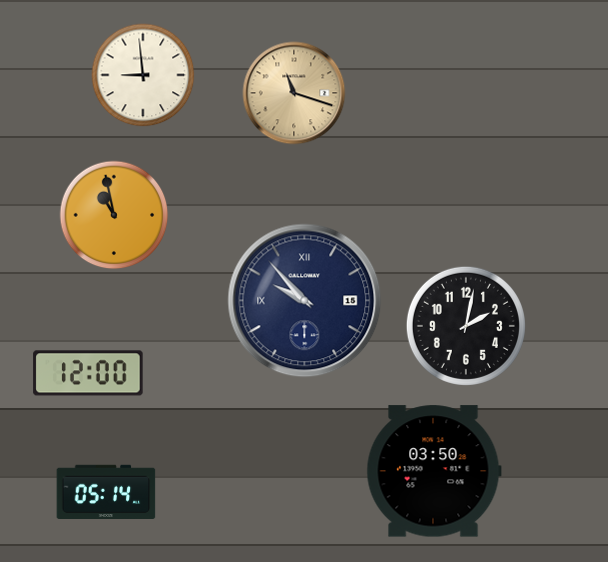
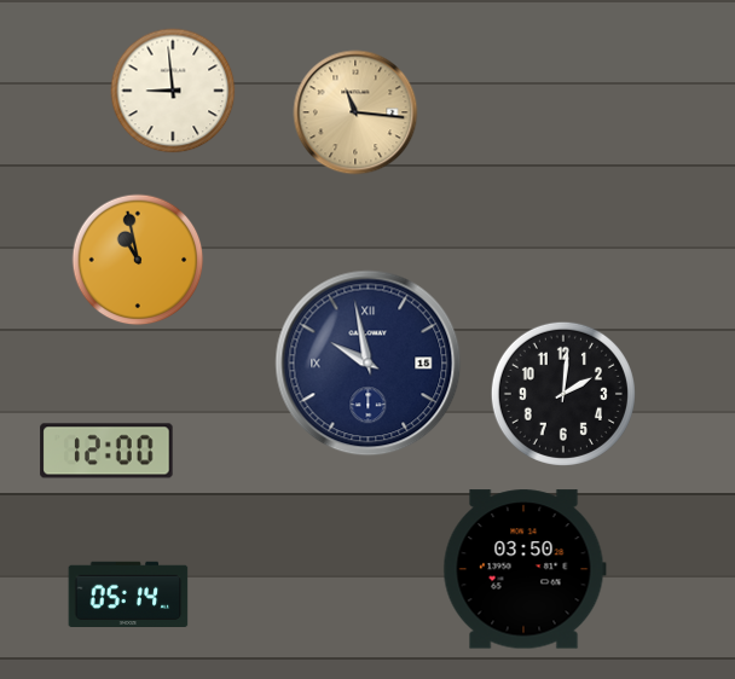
clock at (294, 93): 11:18 -> 11:16
clock at (305, 301): 9:53 -> 9:58
clock at (466, 326): 2:02 -> 2:01
